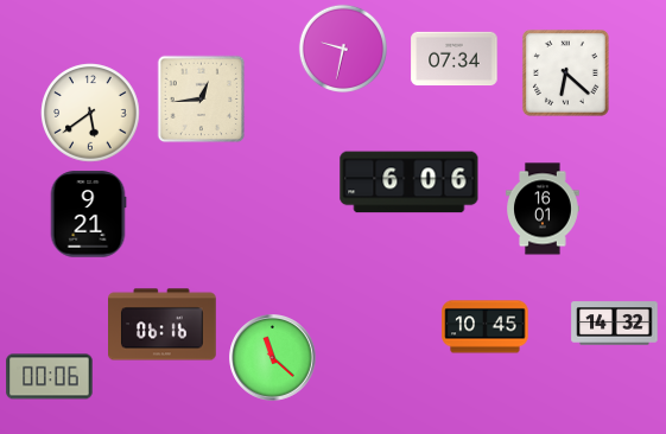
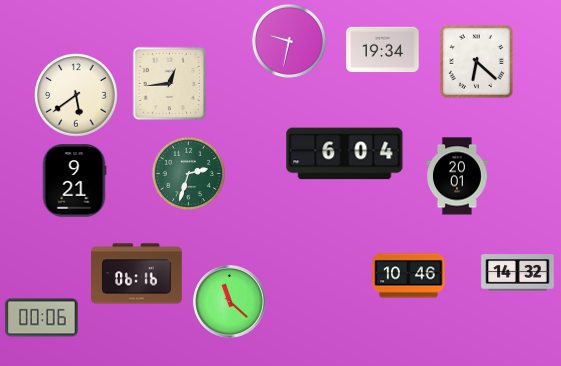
clock at (455, 59): 07:34 -> 19:34
clock at (410, 183): 6:06 -> 6:04
clock at (188, 173): none -> 2:33
clock at (544, 209): 16:01 -> 20:01
clock at (486, 327): 10:45 -> 10:46
